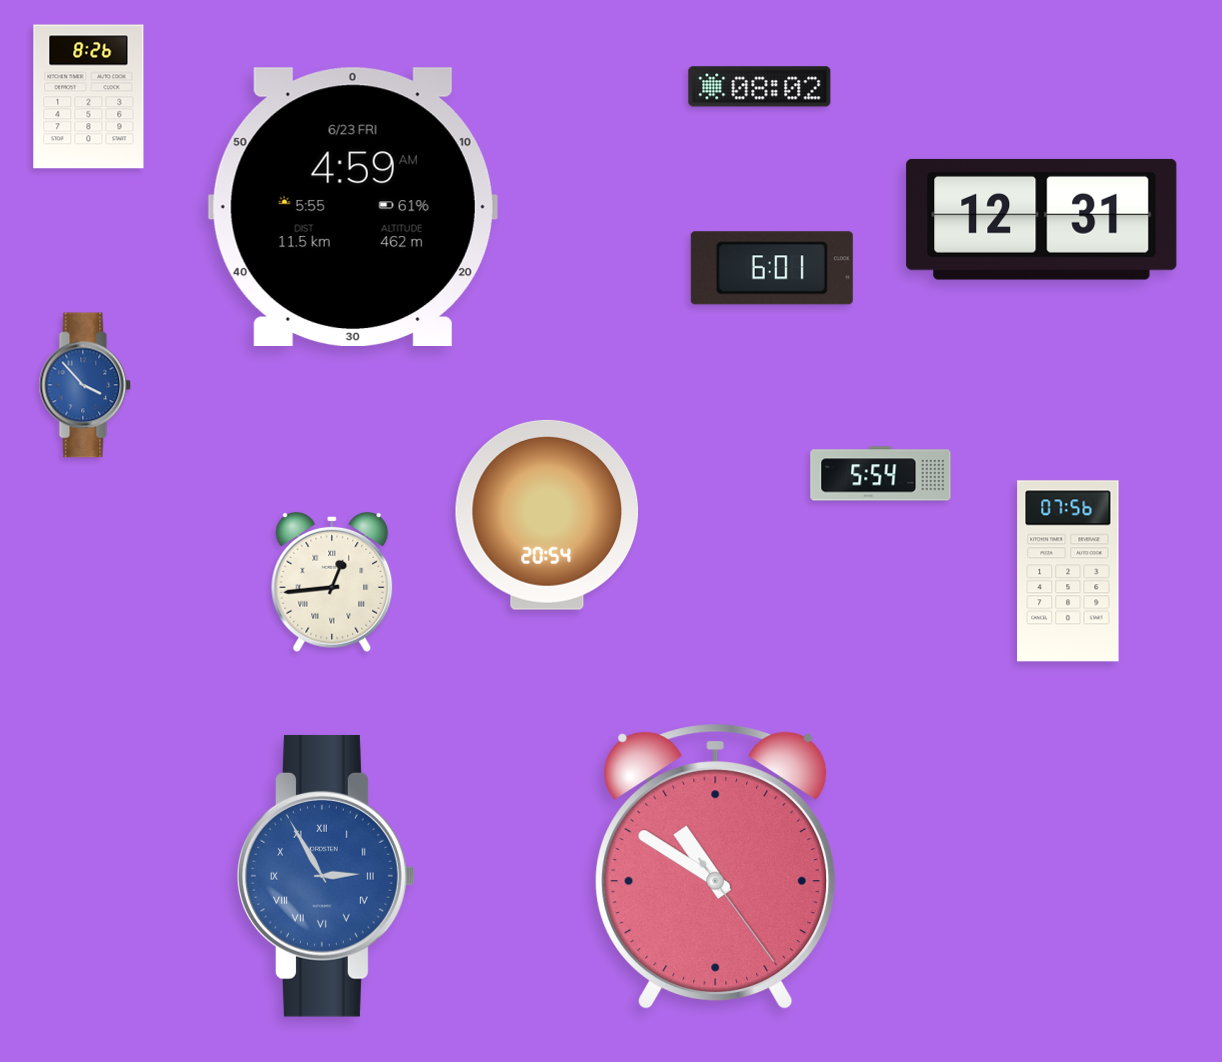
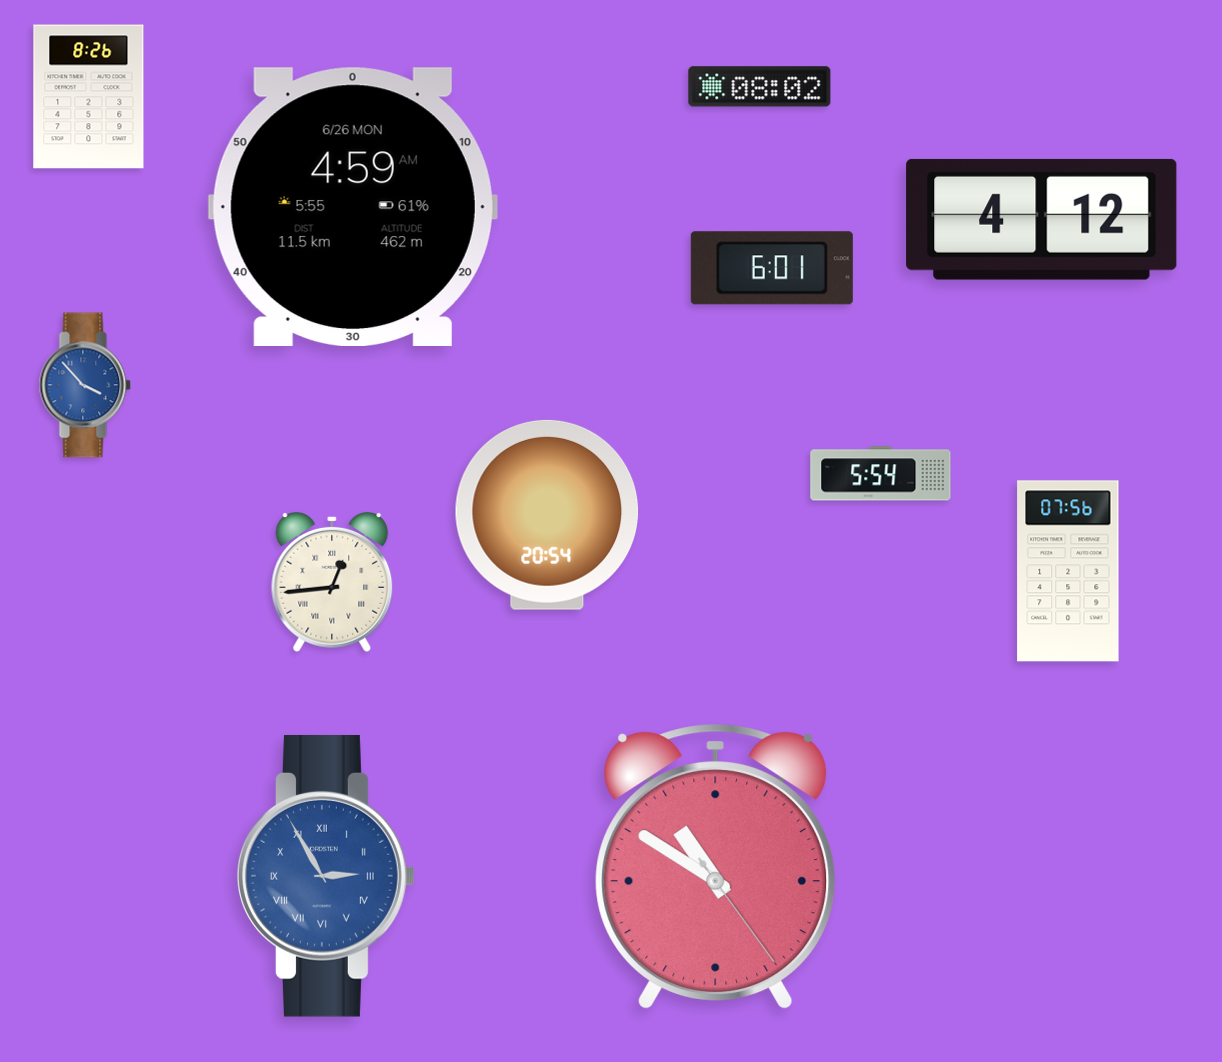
clock at (353, 206) date: 6/23 FRI -> 6/26 MON
clock at (1042, 219): 12:31 -> 4:12
